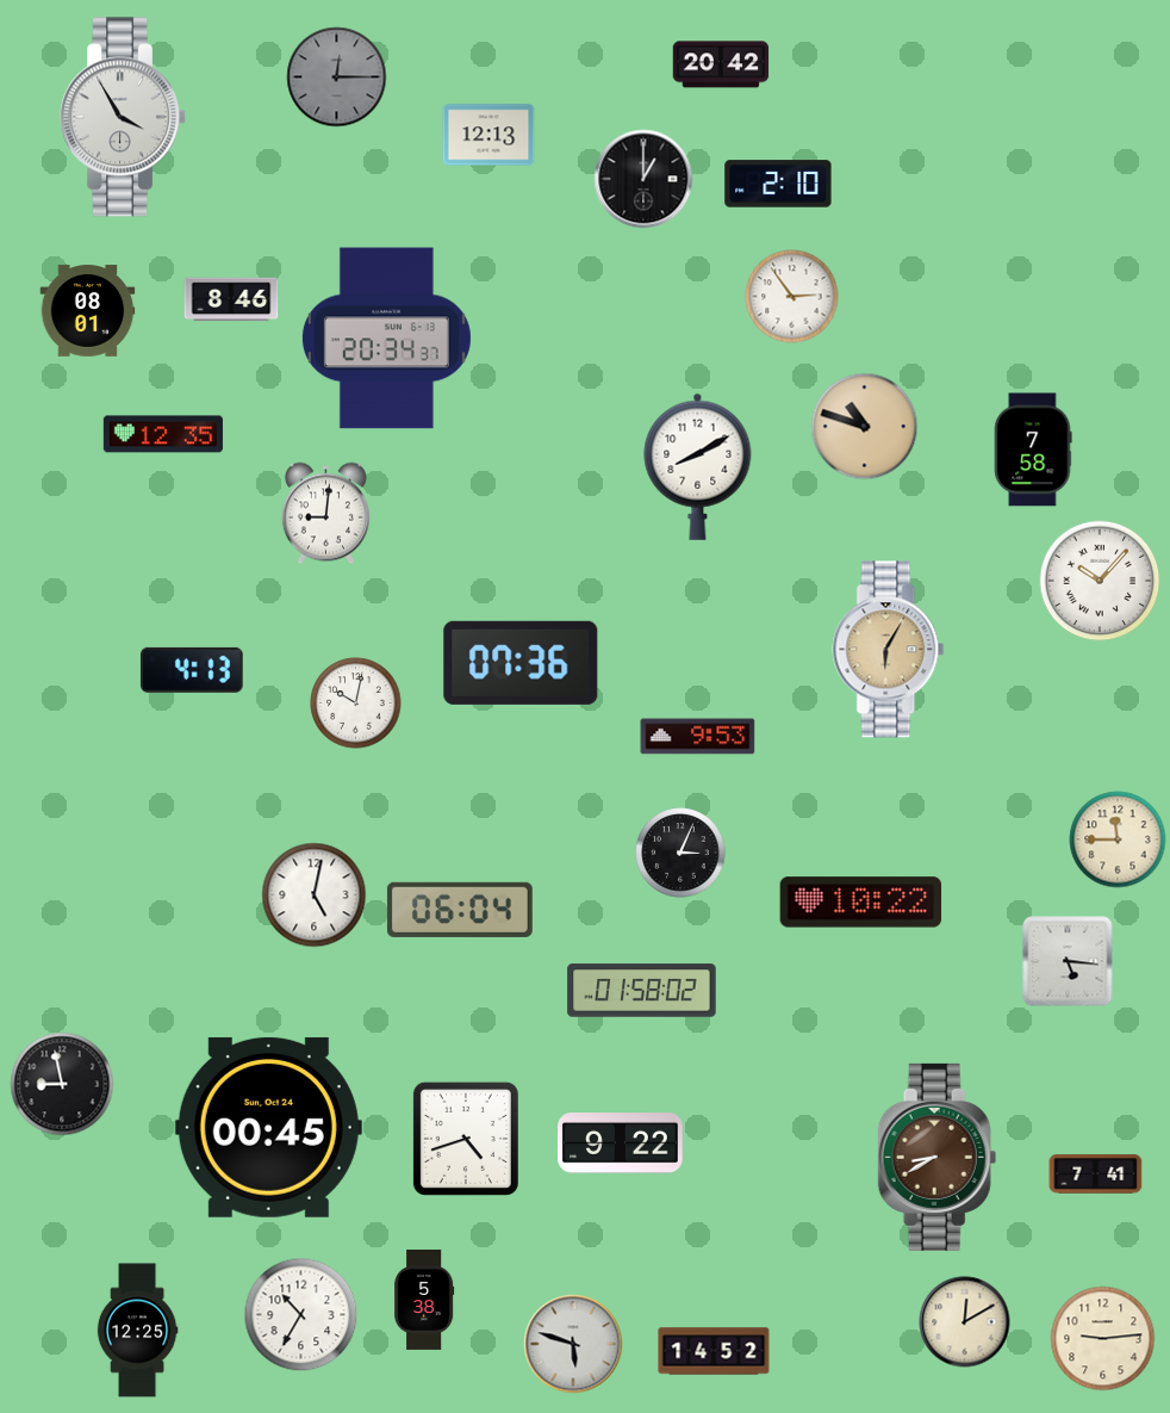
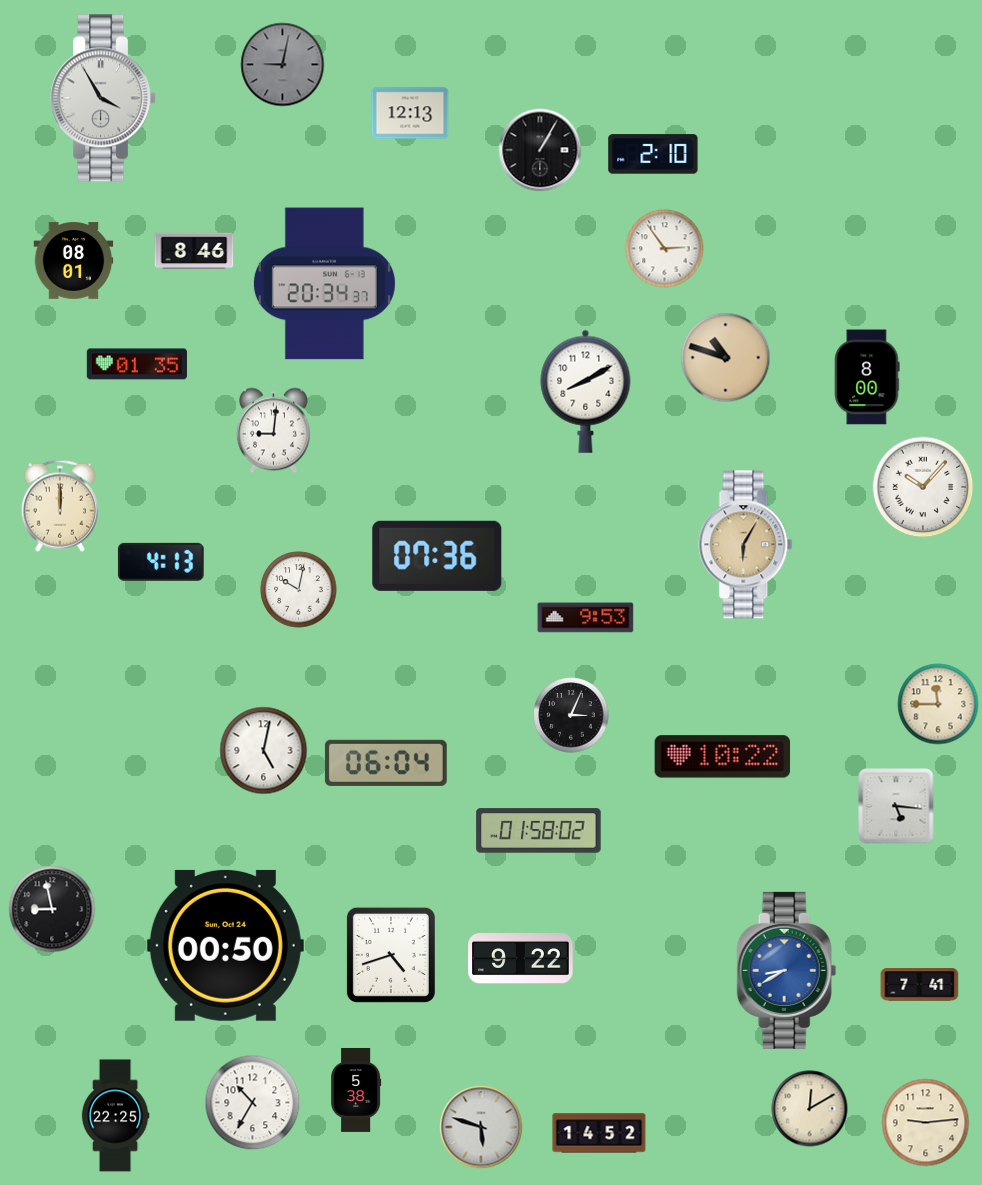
clock at (721, 64): 20:42 -> none
clock at (337, 78): 12:15 -> 9:02
clock at (643, 179): 1:00 -> 1:05
clock at (163, 434): 12:35 -> 01:35
clock at (1033, 450): 7:58 -> 8:00
clock at (60, 506): none -> 12:00
clock at (268, 1127): 00:45 -> 00:50
clock at (938, 1157) dial: brown -> blue
clock at (137, 1331): 12:25 -> 22:25
